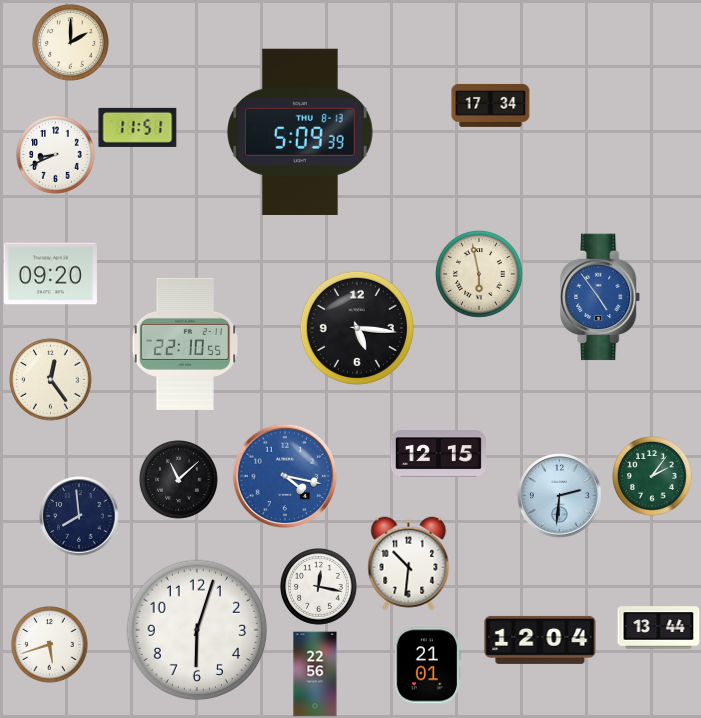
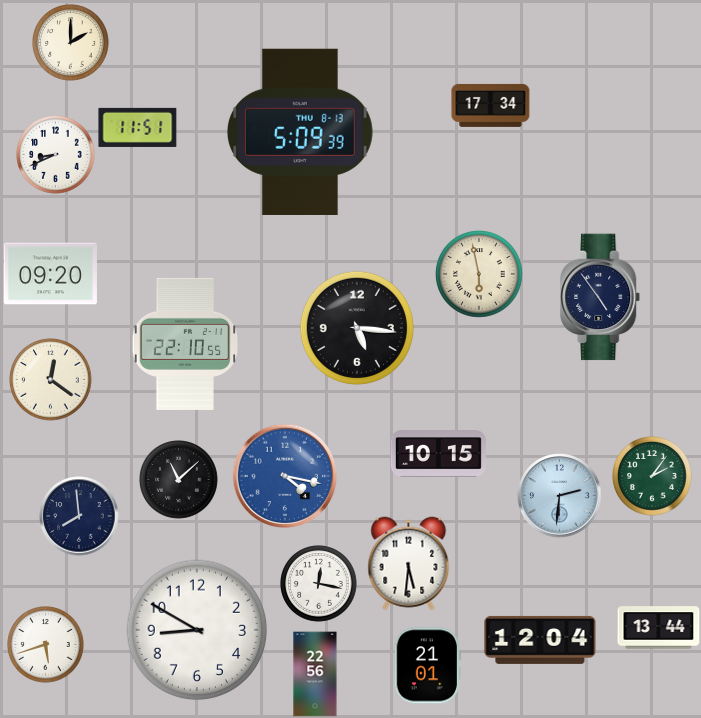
clock at (601, 297) dial: blue -> navy
clock at (51, 380): 12:24 -> 12:21
clock at (438, 454): 12:15 -> 10:15
clock at (409, 564): 10:31 -> 5:31
clock at (319, 587) position: (319, 587) -> (319, 584)
clock at (197, 630): 6:03 -> 8:50
clock at (50, 645) position: (50, 645) -> (46, 645)
